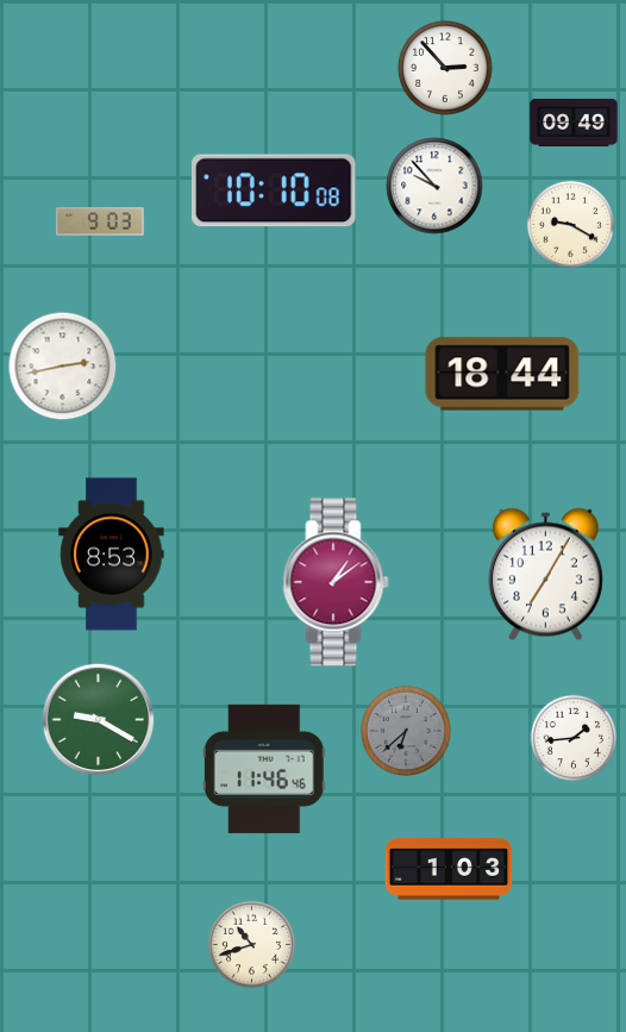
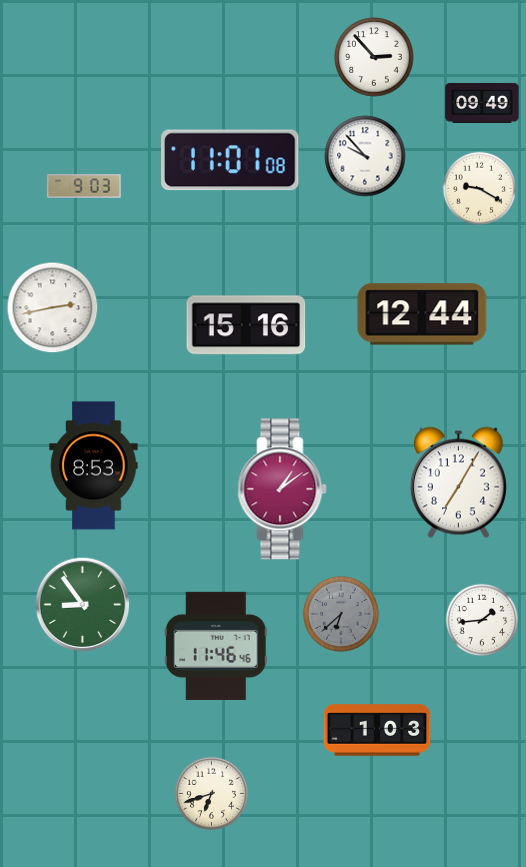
clock at (274, 190): 10:10 -> 11:01
clock at (502, 374): 18:44 -> 12:44
clock at (246, 325): none -> 15:16
clock at (99, 720): 9:20 -> 8:54
clock at (264, 769) position: (264, 769) -> (216, 646)
clock at (251, 944): 10:42 -> 6:42
